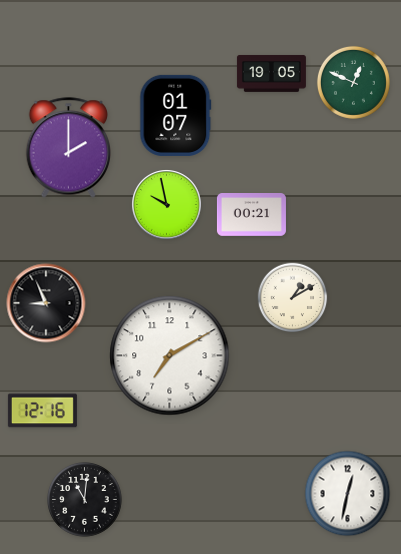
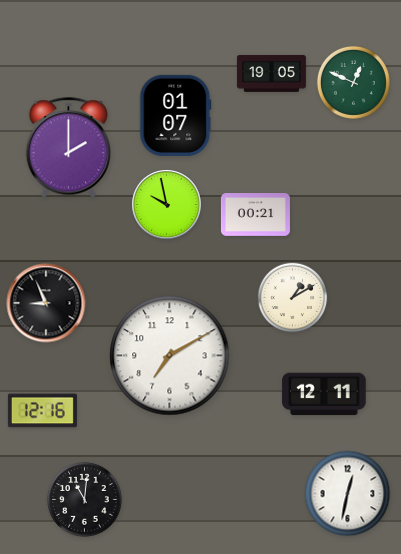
clock at (251, 215) position: (251, 215) -> (255, 215)
clock at (324, 394): none -> 12:11
